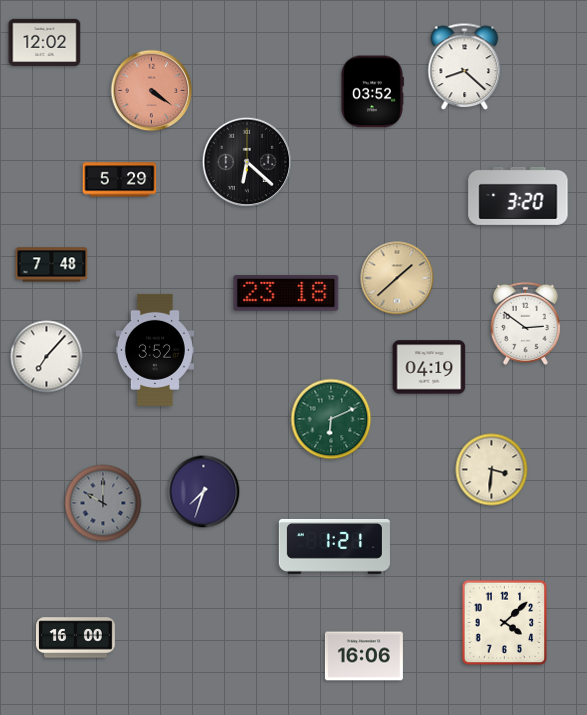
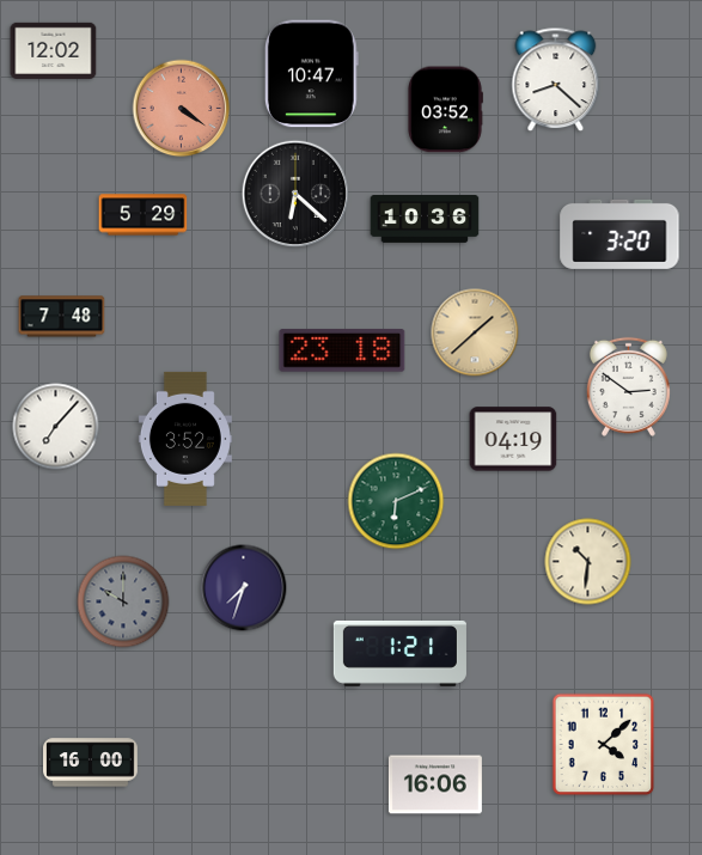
clock at (311, 74): none -> 10:47
clock at (425, 220): none -> 10:36
clock at (155, 350) position: (155, 350) -> (185, 439)
clock at (492, 470): 3:31 -> 10:31
